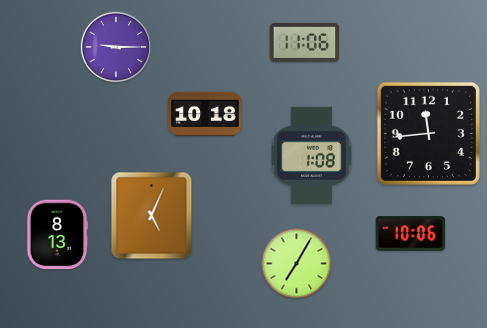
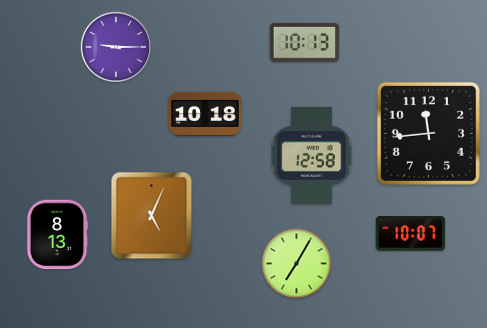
clock at (305, 42): 11:06 -> 10:13
clock at (311, 155): 1:08 -> 12:58
clock at (411, 234): 10:06 -> 10:07
